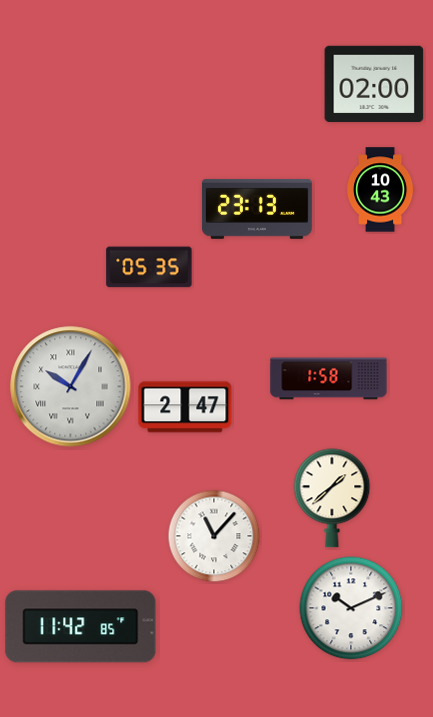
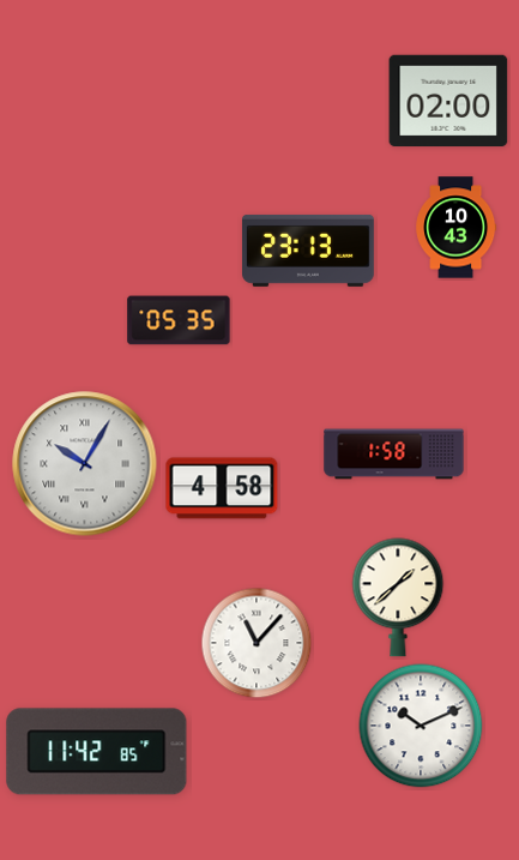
clock at (185, 407): 2:47 -> 4:58
clock at (351, 608) position: (351, 608) -> (421, 726)
